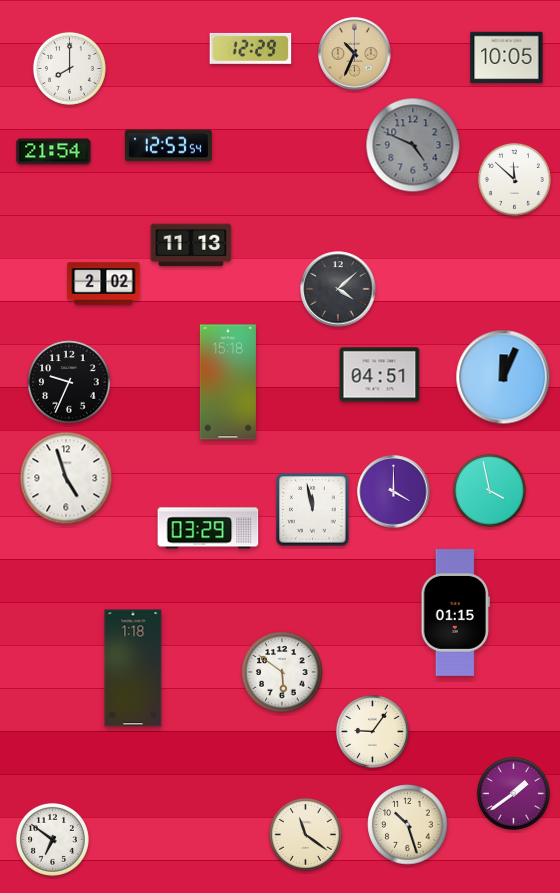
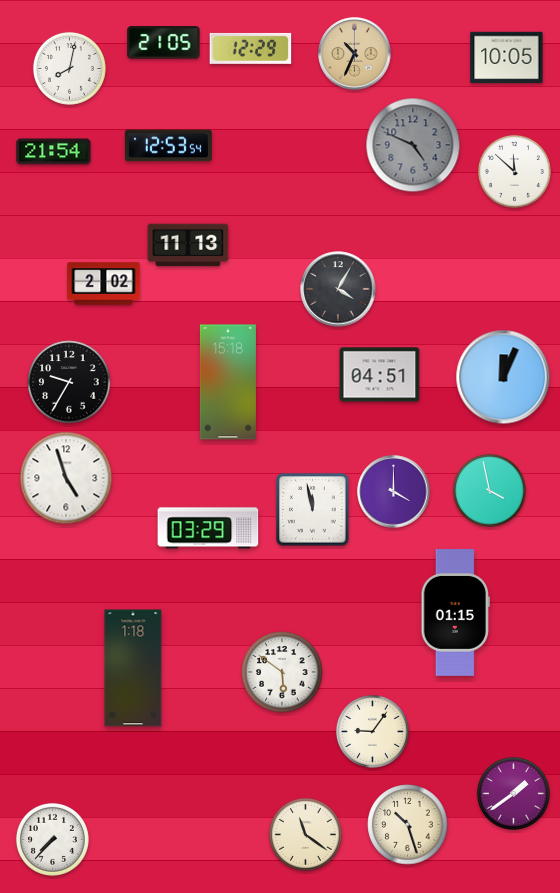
clock at (164, 43): none -> 21:05
clock at (69, 68): 8:00 -> 8:02
clock at (514, 179) position: (514, 179) -> (514, 171)
clock at (191, 245) position: (191, 245) -> (188, 245)
clock at (338, 289): 4:08 -> 4:05
clock at (69, 382): 9:34 -> 9:35
clock at (52, 839): 6:51 -> 7:37
